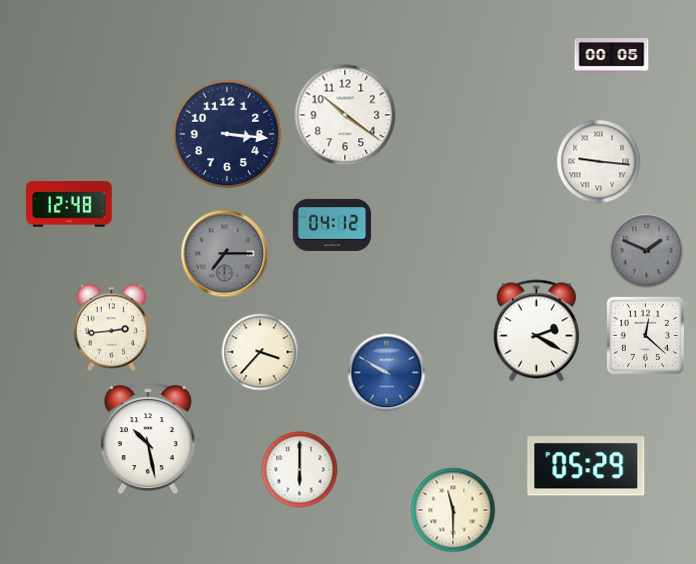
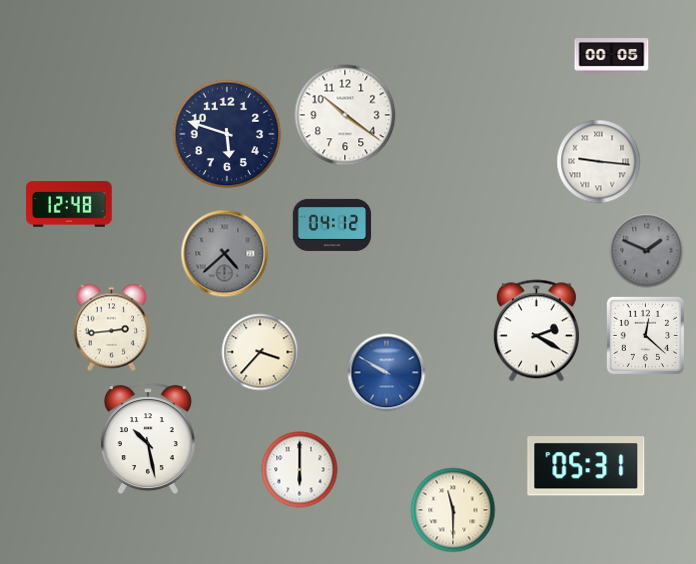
clock at (227, 134): 3:16 -> 5:48
clock at (225, 254): 7:15 -> 4:38
clock at (586, 466): 05:29 -> 05:31
